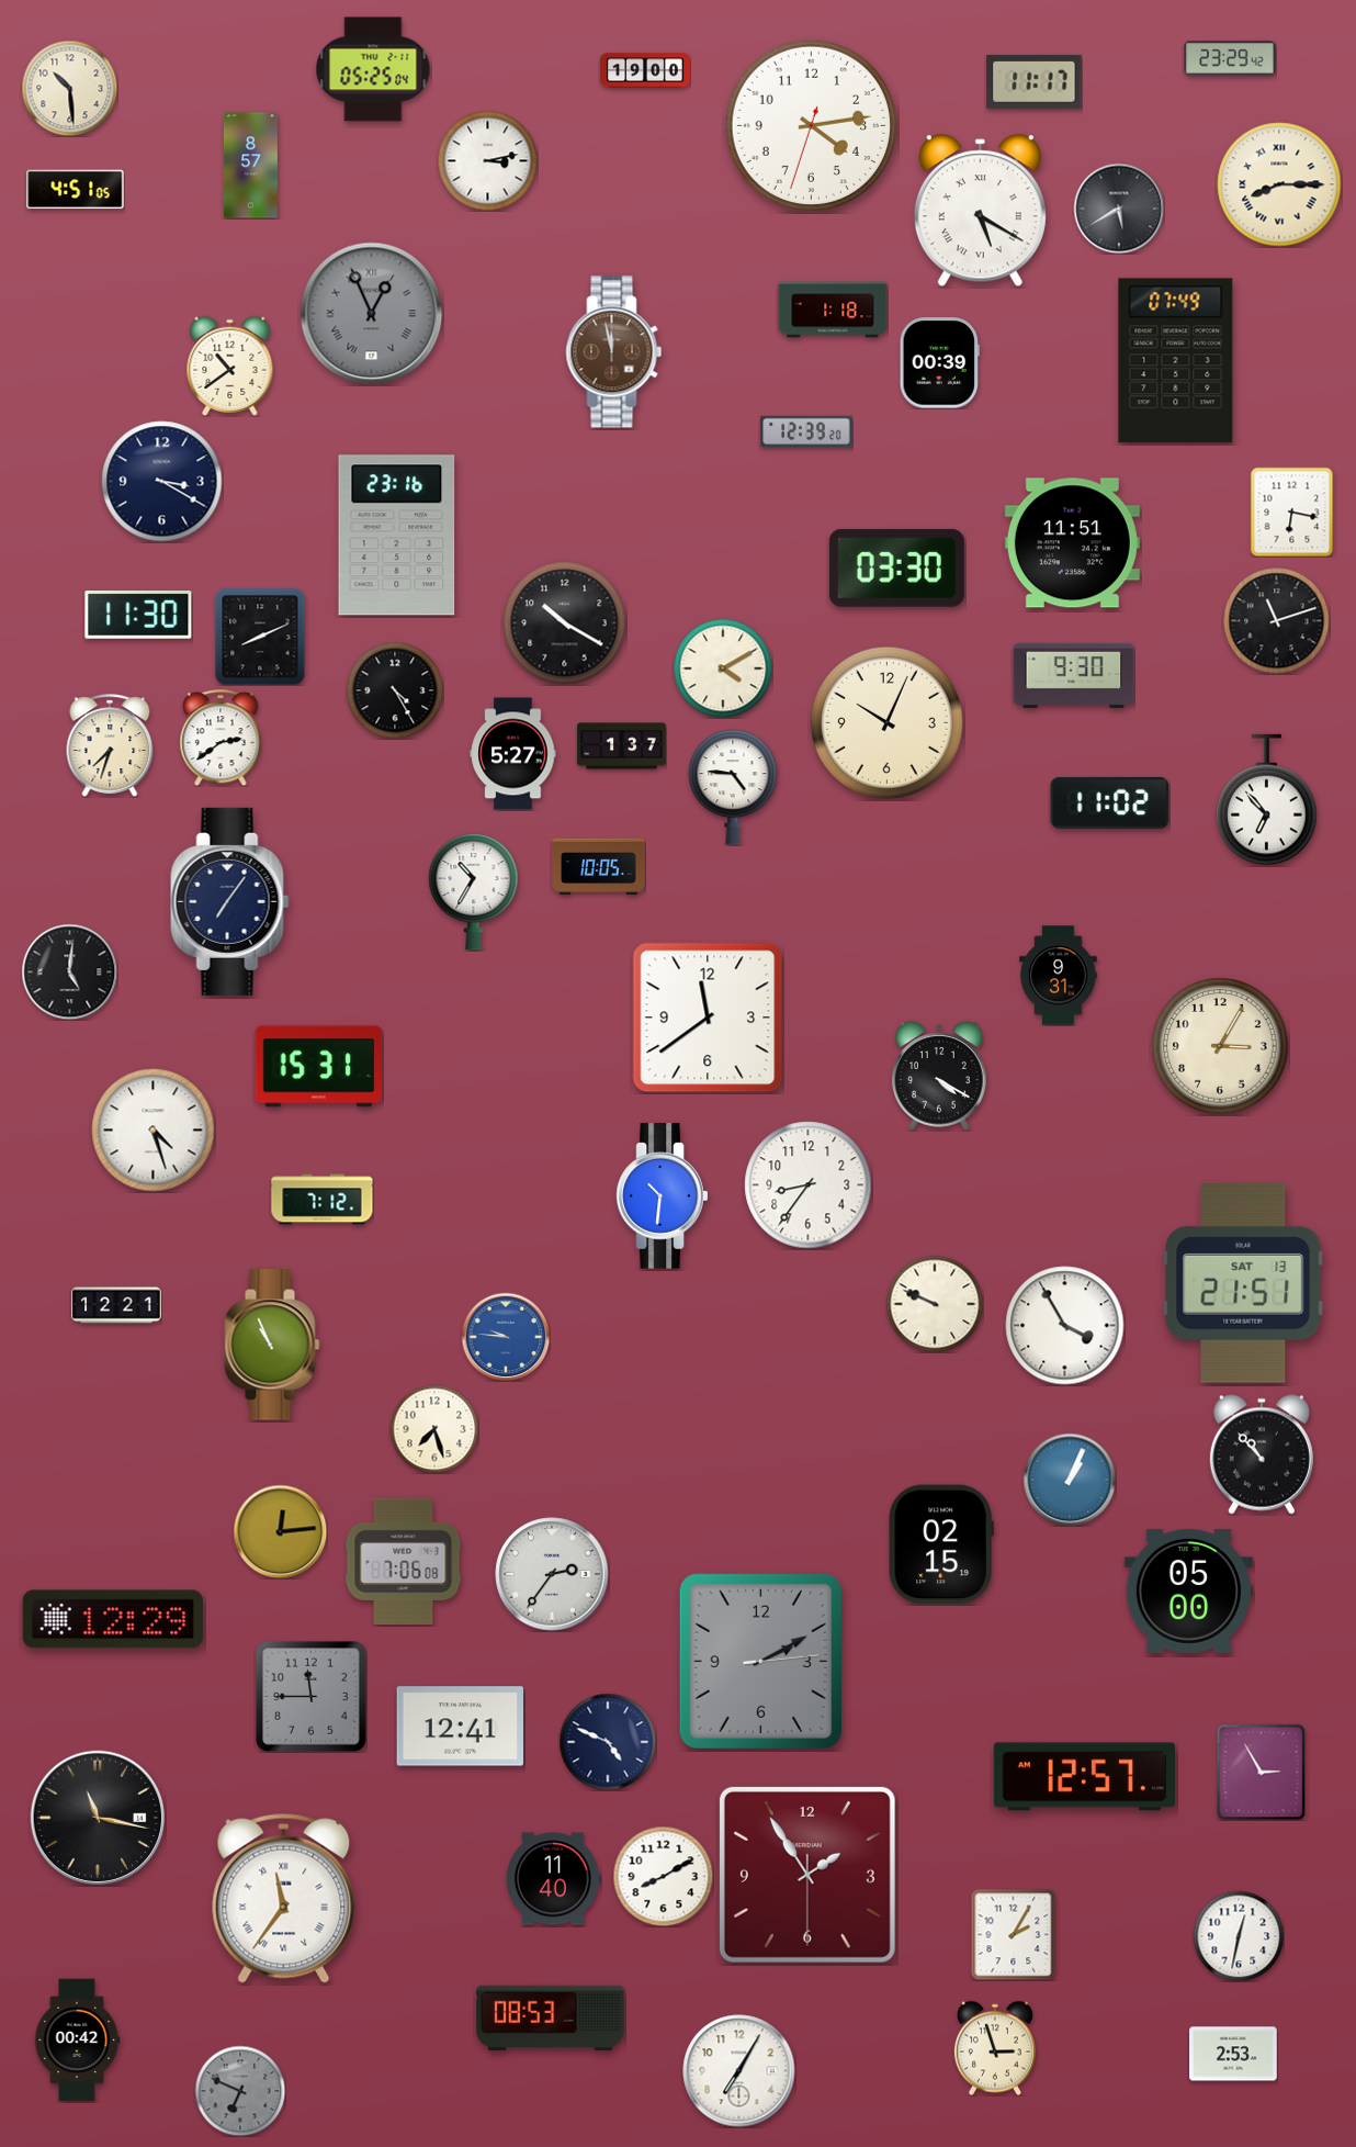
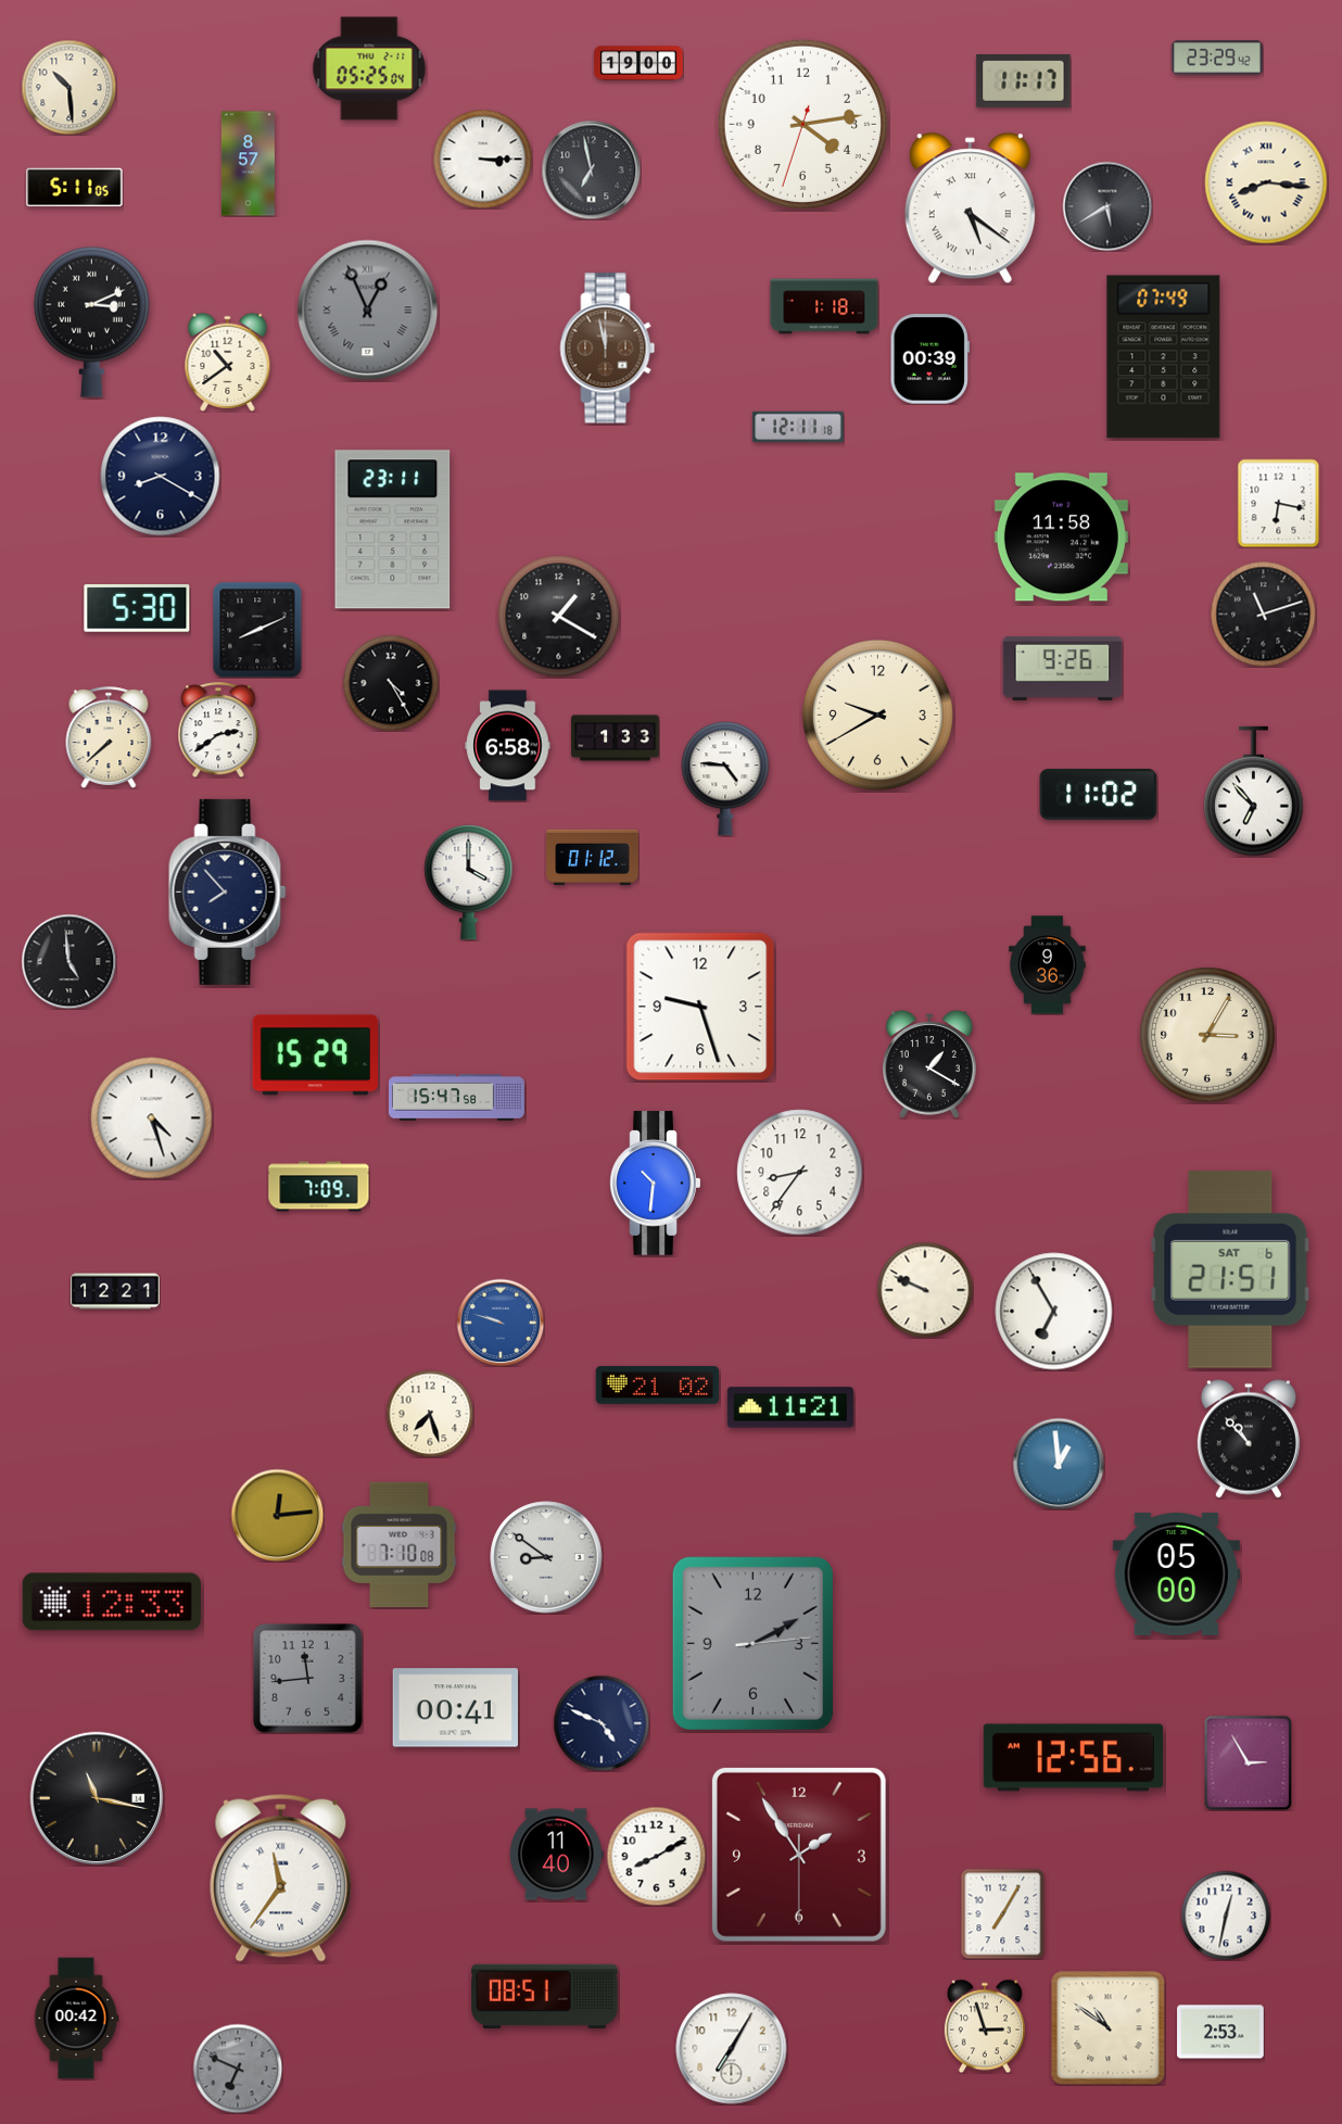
clock at (645, 70) position: (645, 70) -> (638, 63)
clock at (487, 160): 3:13 -> 3:15
clock at (591, 169): none -> 6:58
clock at (1279, 184): 8:15 -> 8:16
clock at (76, 190): 4:51 -> 5:11
clock at (980, 211): 5:20 -> 5:21
clock at (91, 321): none -> 3:11
clock at (806, 431): 12:39 -> 12:11
clock at (162, 482): 3:20 -> 8:20
clock at (1292, 512) position: (1292, 512) -> (1279, 503)
clock at (397, 536): 23:16 -> 23:11
clock at (1072, 543): 11:51 -> 11:58
clock at (896, 567): 03:30 -> none
clock at (138, 615): 11:30 -> 5:30
clock at (565, 623): 10:20 -> 1:20
clock at (723, 668): 4:10 -> none
clock at (1074, 675): 9:30 -> 9:26
clock at (886, 722): 10:04 -> 9:40
clock at (110, 745): 7:33 -> 7:38
clock at (622, 746): 1:37 -> 1:33
clock at (513, 754): 5:27 -> 6:58
clock at (599, 867): 10:05 -> 01:12
clock at (474, 891): 10:35 -> 4:00
clock at (230, 901): 7:06 -> 7:53
clock at (69, 971): 5:01 -> 4:59
clock at (1059, 976): 9:31 -> 9:36
clock at (708, 1018): 11:39 -> 9:27
clock at (319, 1067): 15:31 -> 15:29
clock at (940, 1076): 4:20 -> 1:20
clock at (456, 1098): none -> 15:47
clock at (323, 1200): 7:12 -> 7:09
clock at (1243, 1284) date: SAT 13 -> SAT 6
clock at (1065, 1326): 3:55 -> 6:55
clock at (506, 1337): 9:46 -> 9:48
clock at (272, 1345): 10:56 -> none
clock at (658, 1385): none -> 21:02
clock at (789, 1407): none -> 11:21
clock at (1070, 1480): 1:04 -> 12:59
clock at (941, 1544): 02:15 -> none
clock at (404, 1562): 7:06 -> 7:10
clock at (552, 1574): 2:36 -> 8:51
clock at (113, 1619): 12:29 -> 12:33
clock at (312, 1697): 11:45 -> 11:44
clock at (460, 1727): 12:41 -> 00:41
clock at (1262, 1772) position: (1262, 1772) -> (1249, 1762)
clock at (1084, 1777): 12:57 -> 12:56
clock at (554, 1879) position: (554, 1879) -> (557, 1855)
clock at (1014, 1934): 2:05 -> 7:05
clock at (551, 2017): 08:53 -> 08:51
clock at (1109, 2028): none -> 10:51
